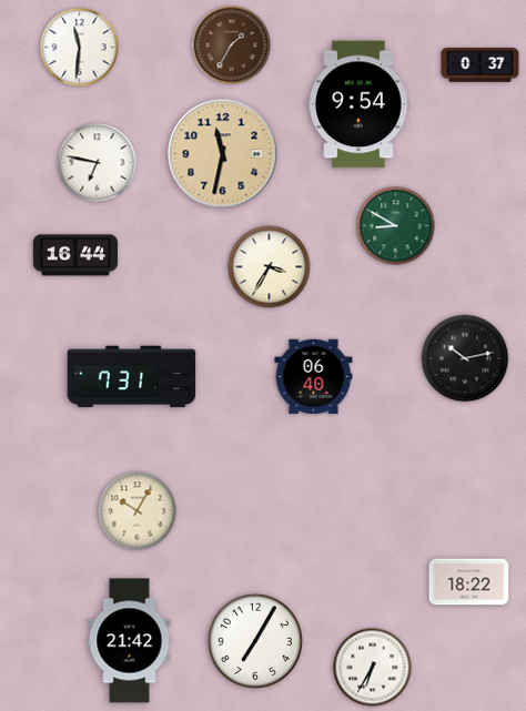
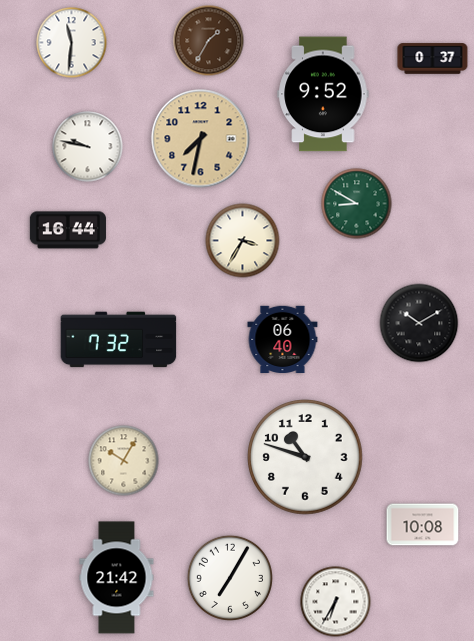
clock at (358, 104): 9:54 -> 9:52
clock at (223, 154): 11:32 -> 7:32
clock at (98, 163): 6:47 -> 9:47
clock at (465, 358): 10:13 -> 10:10
clock at (132, 377): 7:31 -> 7:32
clock at (305, 457): none -> 10:48
clock at (469, 582): 18:22 -> 10:08
